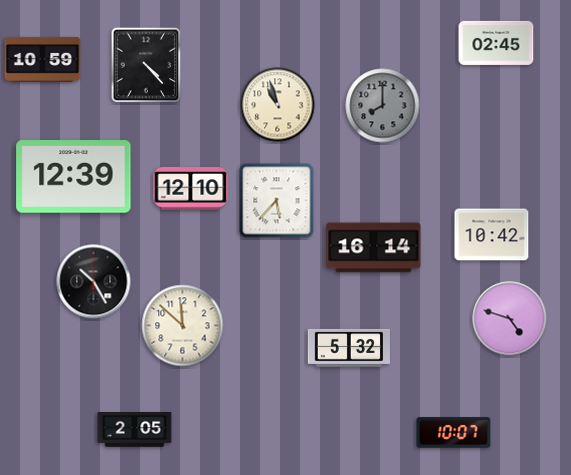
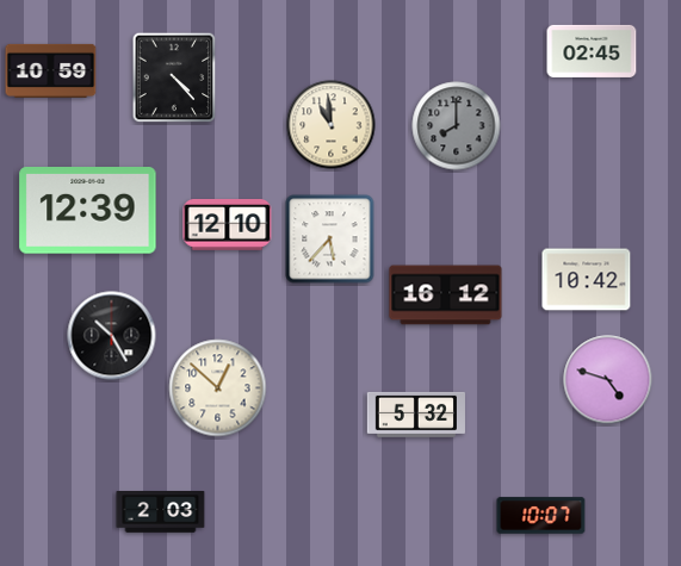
clock at (278, 105): 10:57 -> 10:59
clock at (374, 248): 16:14 -> 16:12
clock at (183, 326): 11:52 -> 12:52
clock at (135, 430): 2:05 -> 2:03
